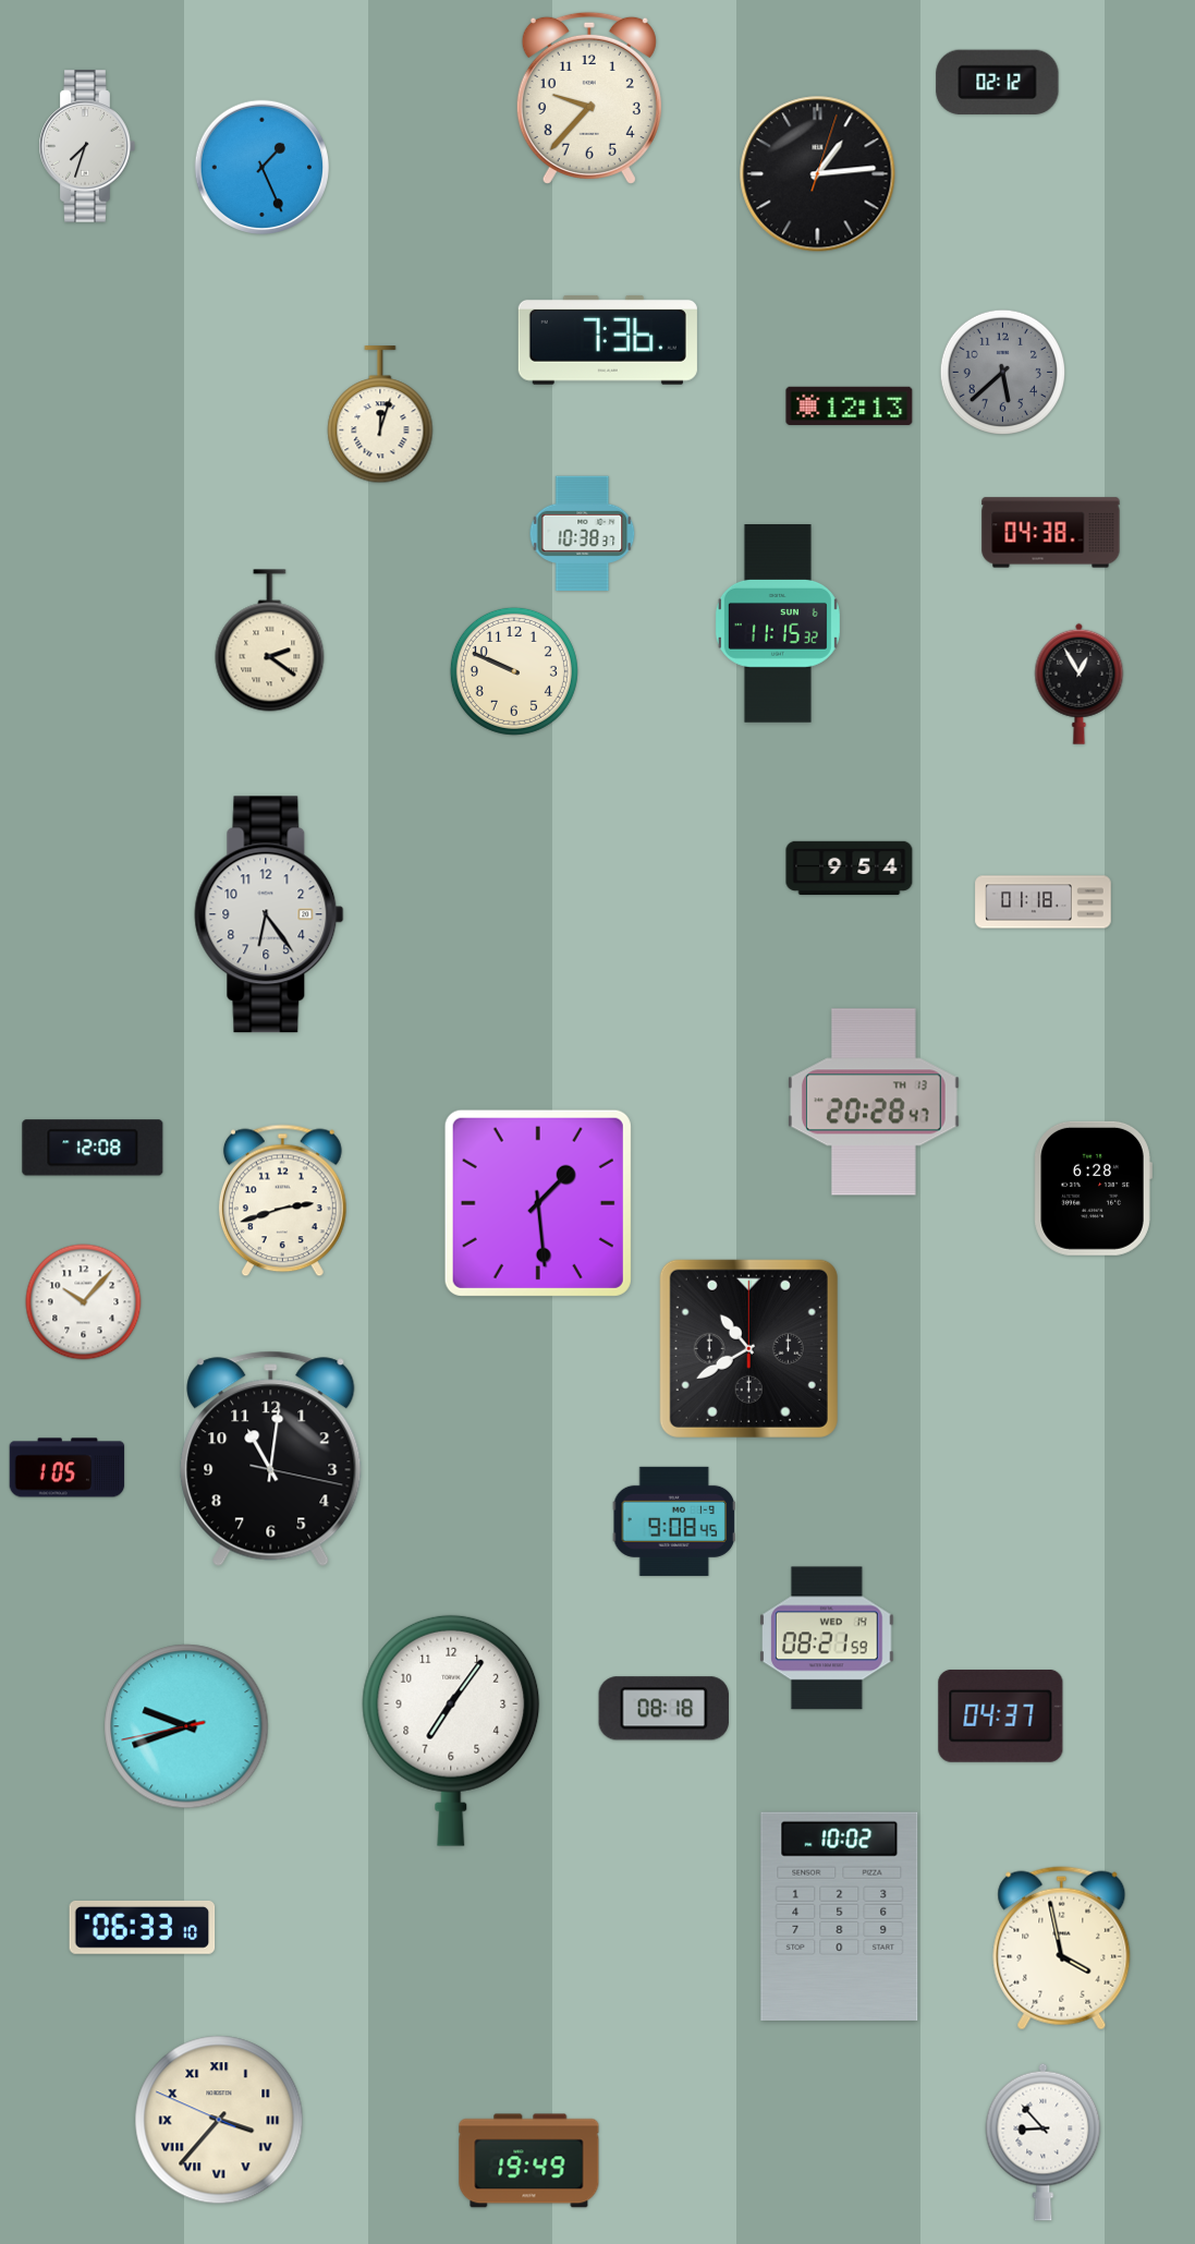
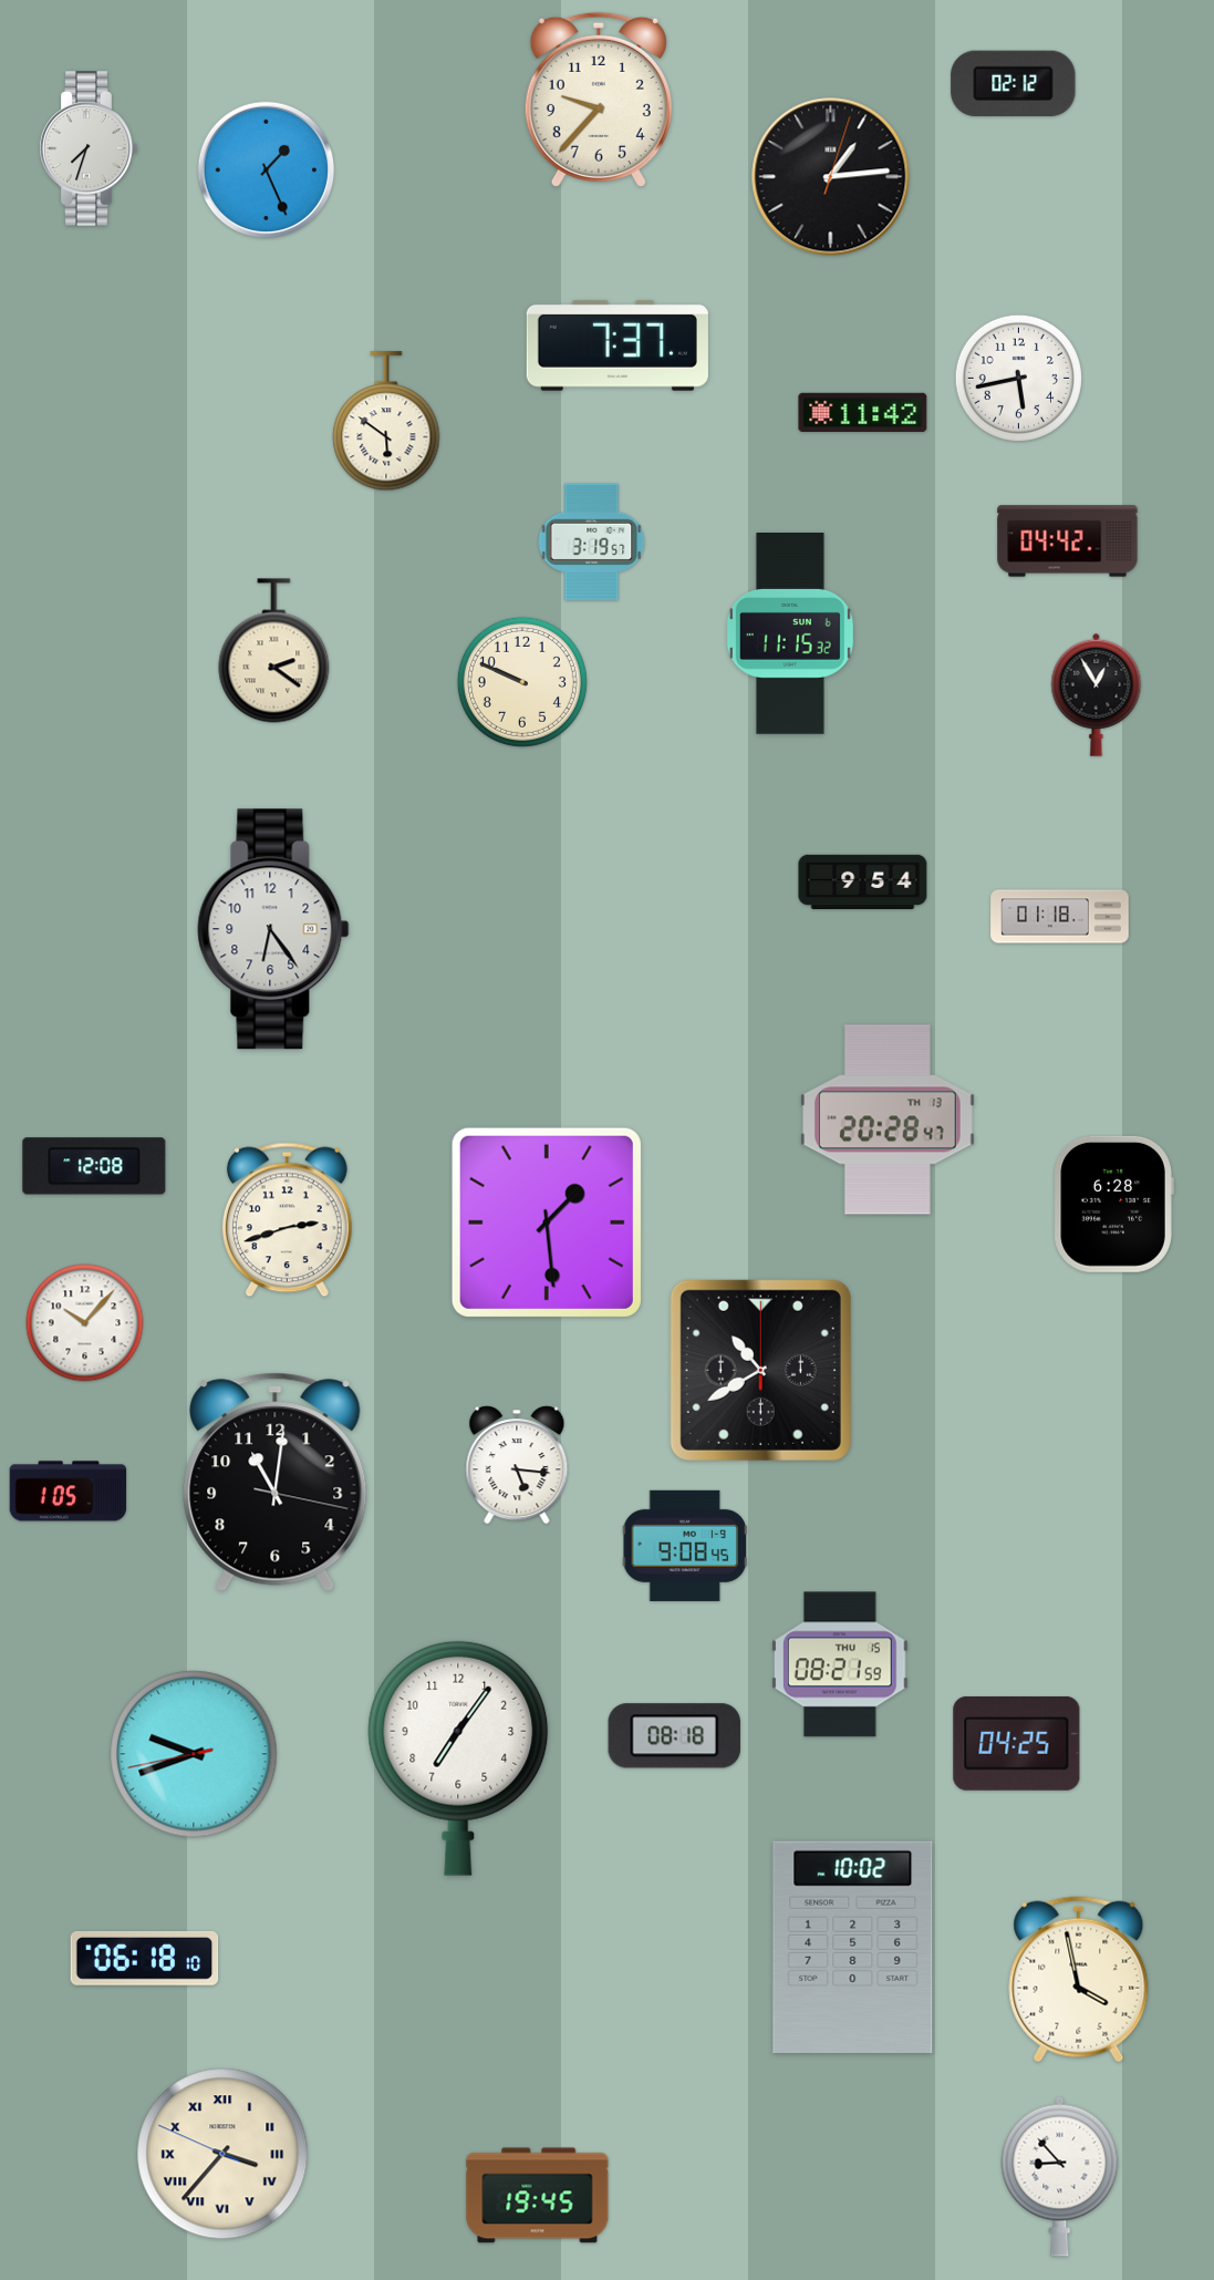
clock at (608, 340): 7:36 -> 7:37
clock at (1002, 372): 5:38 -> 5:43
clock at (1002, 372) dial: grey -> white
clock at (850, 405): 12:13 -> 11:42
clock at (380, 415): 12:03 -> 5:51
clock at (1051, 533): 04:38 -> 04:42
clock at (583, 534): 10:38 -> 3:19
clock at (1093, 1188) position: (1093, 1188) -> (1113, 1204)
clock at (517, 1465): none -> 5:16
clock at (828, 1638) date: WED 14 -> THU 15
clock at (1001, 1715): 04:37 -> 04:25
clock at (186, 1726) position: (186, 1726) -> (194, 1754)
clock at (143, 1927): 06:33 -> 06:18
clock at (529, 2161): 19:49 -> 19:45
